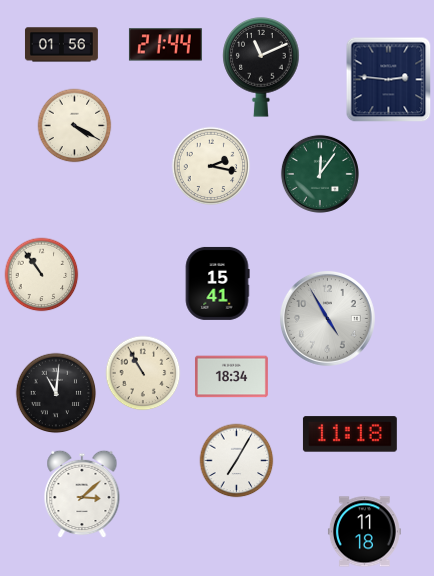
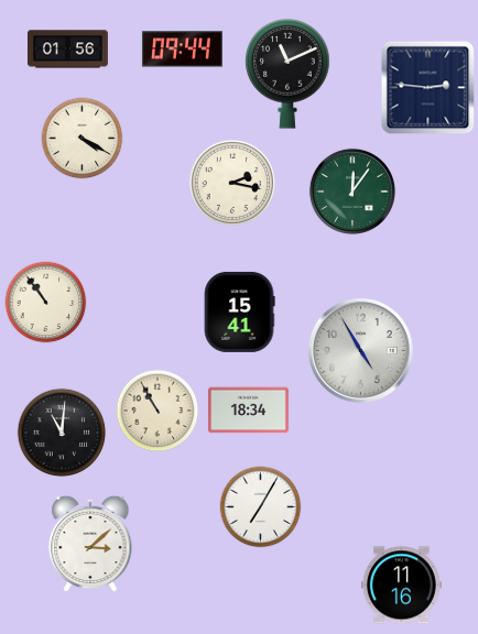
clock at (165, 45): 21:44 -> 09:44
clock at (231, 377) position: (231, 377) -> (248, 411)
clock at (350, 434): 11:18 -> none
clock at (364, 532): 11:18 -> 11:16
